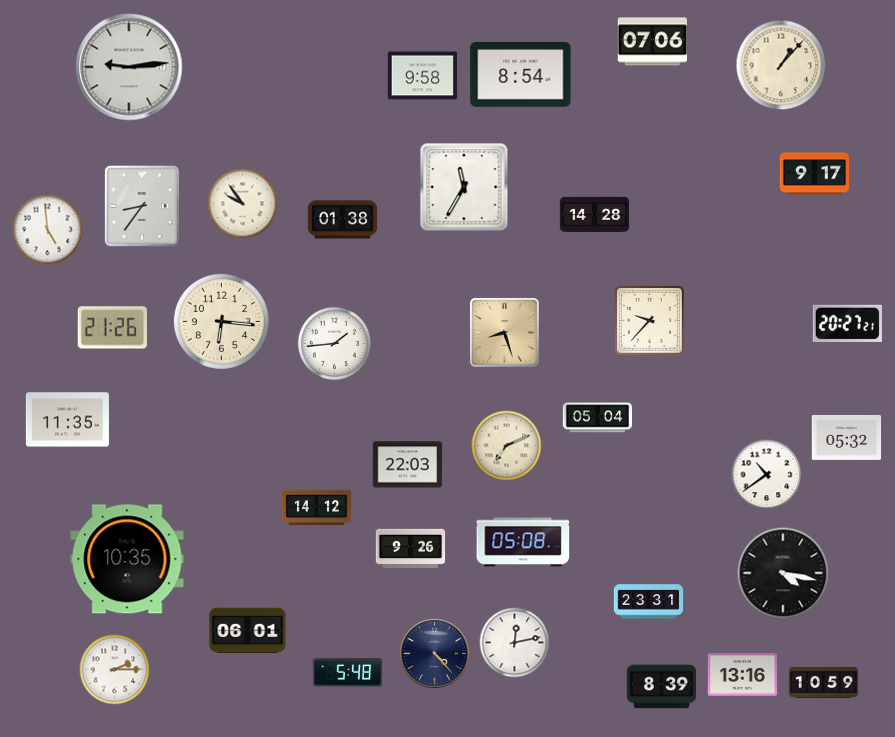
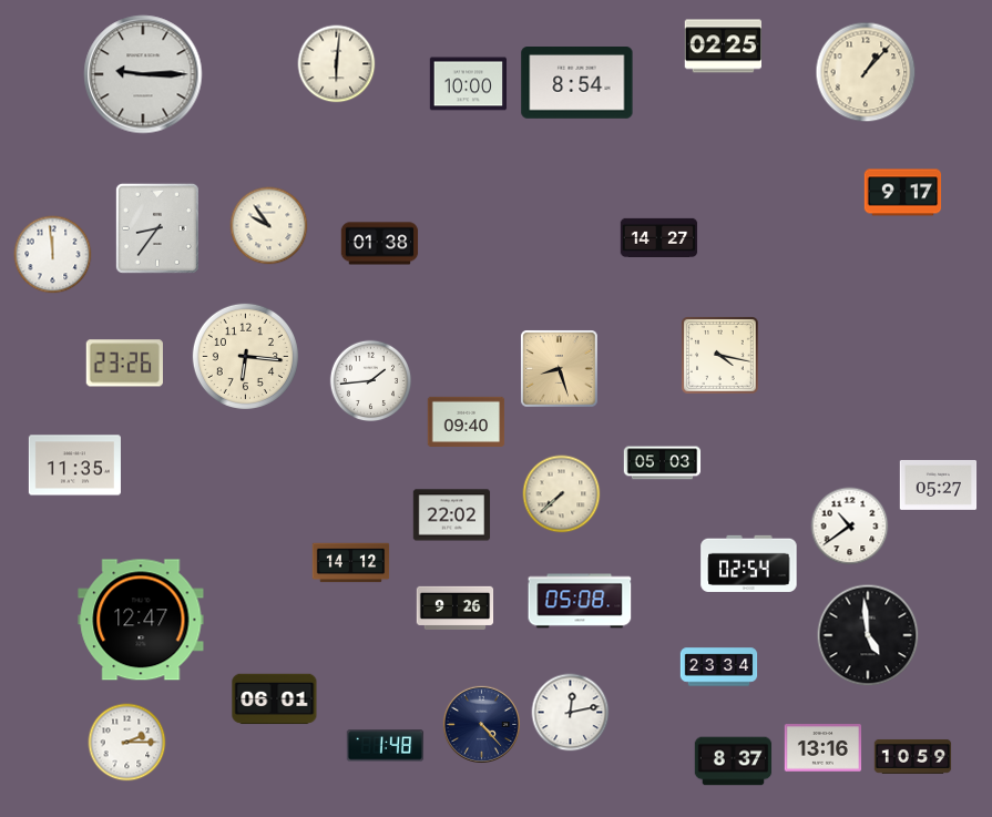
clock at (652, 42): 07:06 -> 02:25
clock at (337, 64): none -> 6:01
clock at (129, 67): 9:14 -> 9:15
clock at (423, 76): 9:58 -> 10:00
clock at (464, 187): 11:35 -> none
clock at (595, 214): 14:28 -> 14:27
clock at (48, 230): 4:59 -> 11:59
clock at (650, 321): 9:37 -> 4:17
clock at (847, 323): 20:27 -> none
clock at (112, 328): 21:26 -> 23:26
clock at (467, 421): none -> 09:40
clock at (598, 418): 05:04 -> 05:03
clock at (847, 437): 05:32 -> 05:27
clock at (507, 446): 7:11 -> 7:38
clock at (408, 465): 22:03 -> 22:02
clock at (749, 563): none -> 02:54
clock at (127, 559): 10:35 -> 12:47
clock at (783, 573): 4:17 -> 4:59
clock at (649, 602): 23:31 -> 23:34
clock at (348, 673): 5:48 -> 1:48
clock at (662, 687): 8:39 -> 8:37
